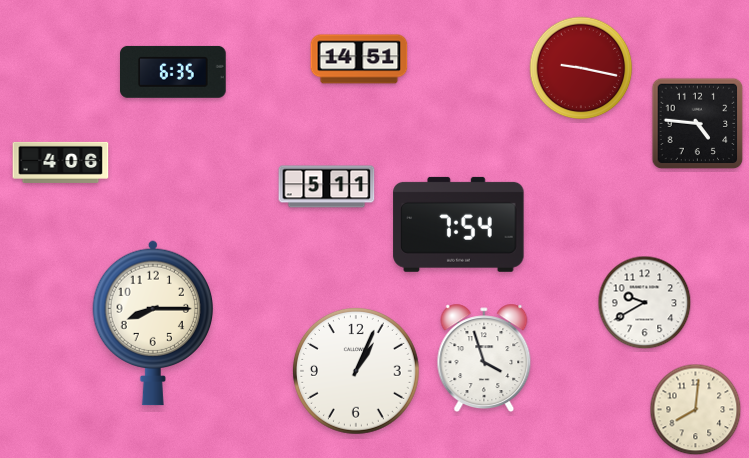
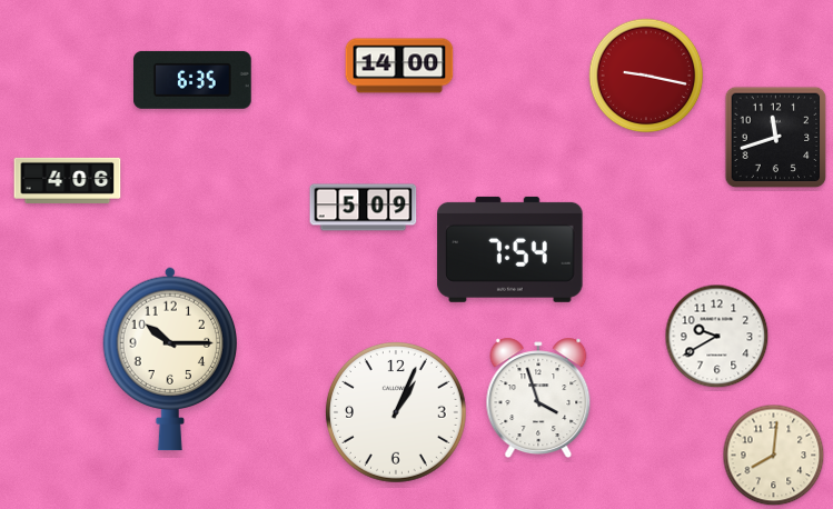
clock at (359, 59): 14:51 -> 14:00
clock at (698, 124): 4:46 -> 11:42
clock at (327, 187): 5:11 -> 5:09
clock at (153, 323): 8:15 -> 10:15
